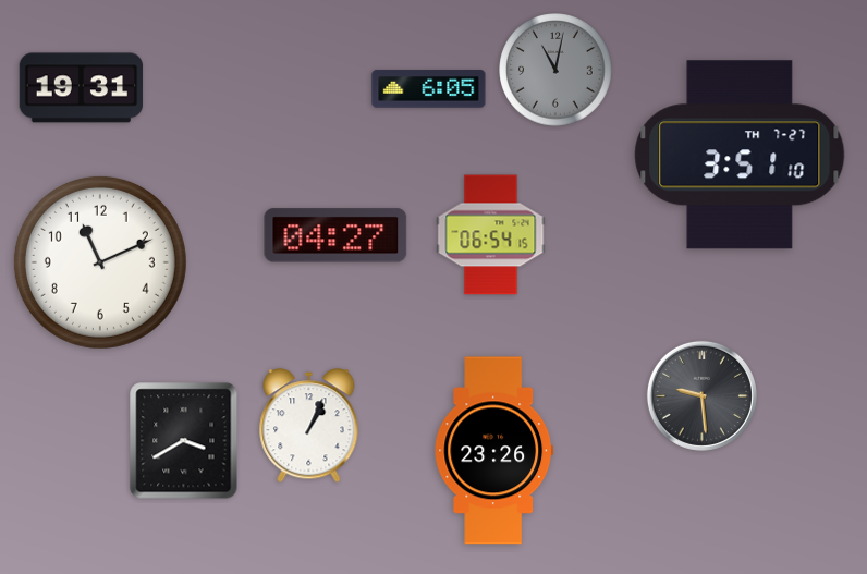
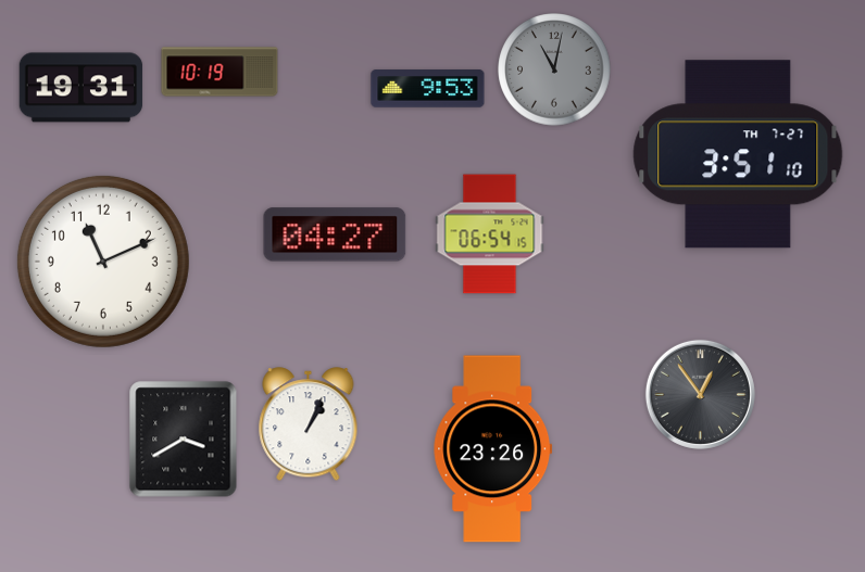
clock at (220, 72): none -> 10:19
clock at (429, 89): 6:05 -> 9:53
clock at (100, 262) position: (100, 262) -> (103, 262)
clock at (701, 395): 9:29 -> 12:54
